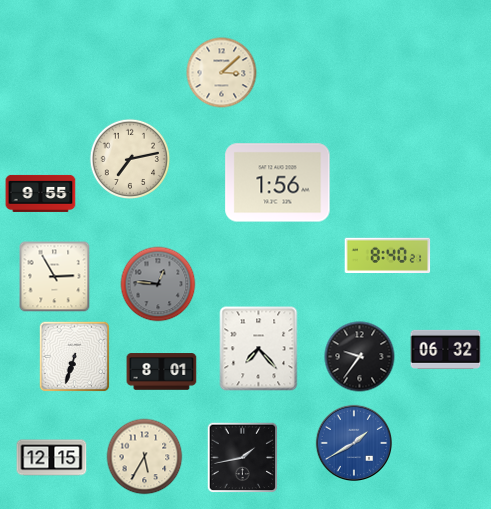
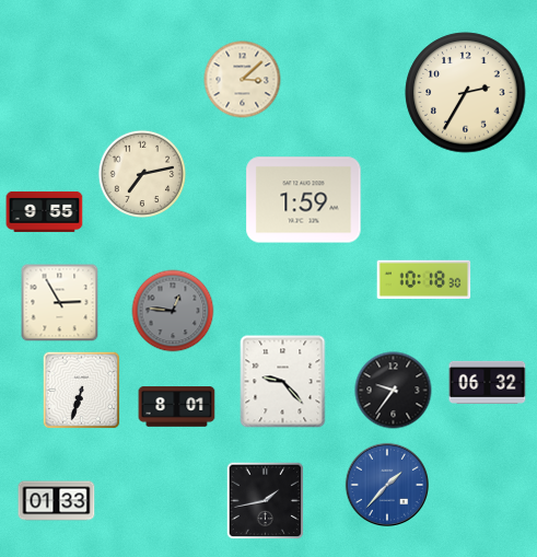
clock at (466, 93): none -> 2:35
clock at (278, 183): 1:56 -> 1:59
clock at (388, 255): 8:40 -> 10:18
clock at (259, 349): 7:23 -> 9:23
clock at (353, 442): 1:40 -> 1:37
clock at (145, 457): 5:35 -> none
clock at (52, 458): 12:15 -> 01:33
